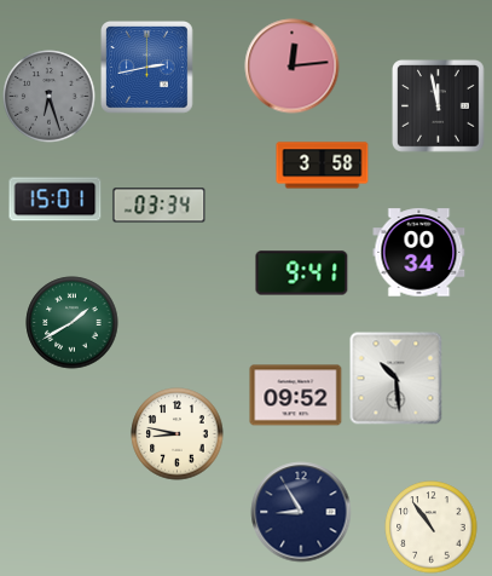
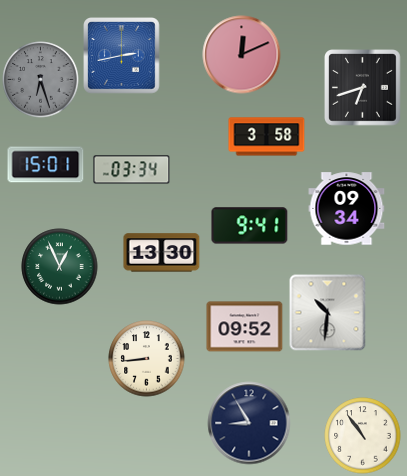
clock at (293, 67): 12:14 -> 12:11
clock at (439, 106): 11:58 -> 6:42
clock at (419, 253): 00:34 -> 09:34
clock at (162, 253): none -> 13:30
clock at (73, 323): 1:40 -> 12:56
clock at (397, 379): 10:29 -> 10:31
clock at (178, 434): 8:47 -> 8:44
clock at (432, 528) position: (432, 528) -> (363, 436)
